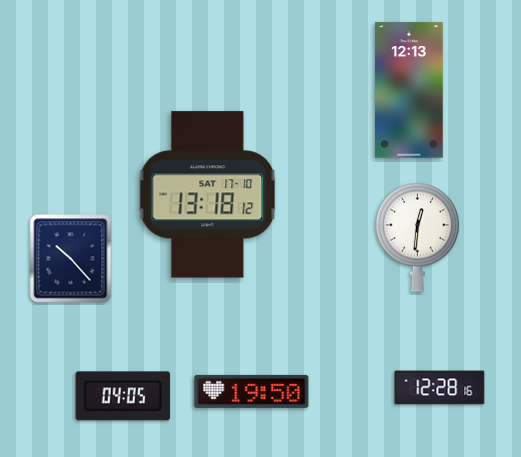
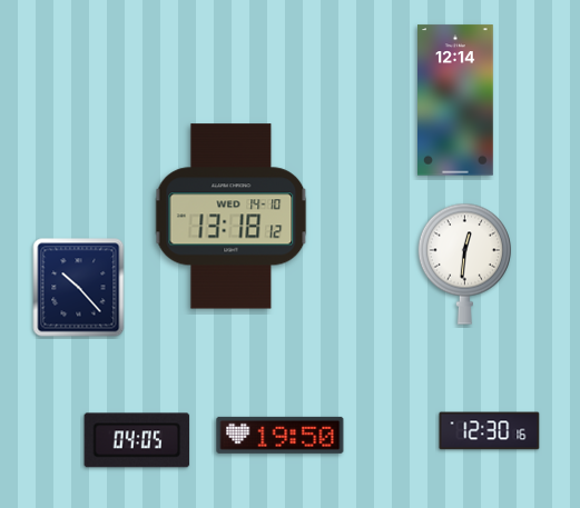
clock at (410, 90): 12:13 -> 12:14
clock at (208, 195) date: SAT 17-10 -> WED 14-10
clock at (440, 388): 12:28 -> 12:30
